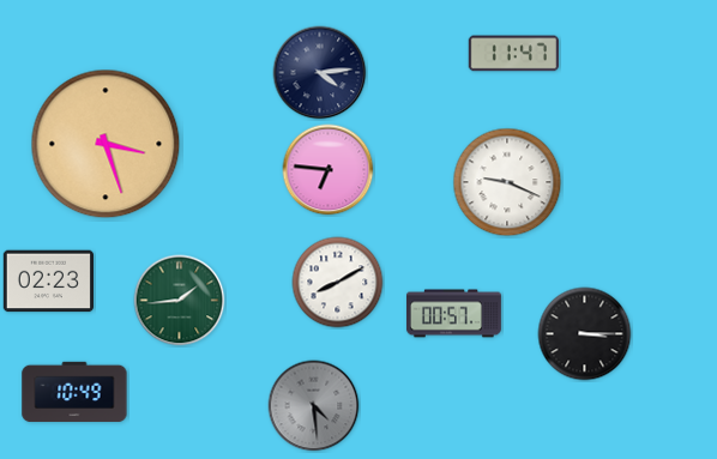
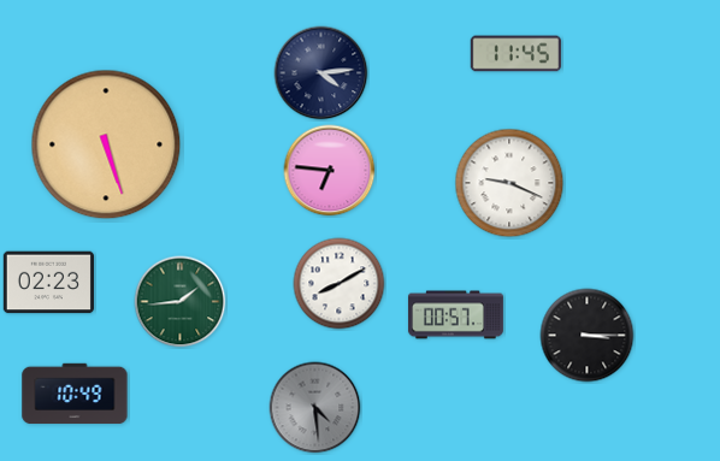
clock at (513, 54): 11:47 -> 11:45
clock at (106, 144): 3:27 -> 5:27
